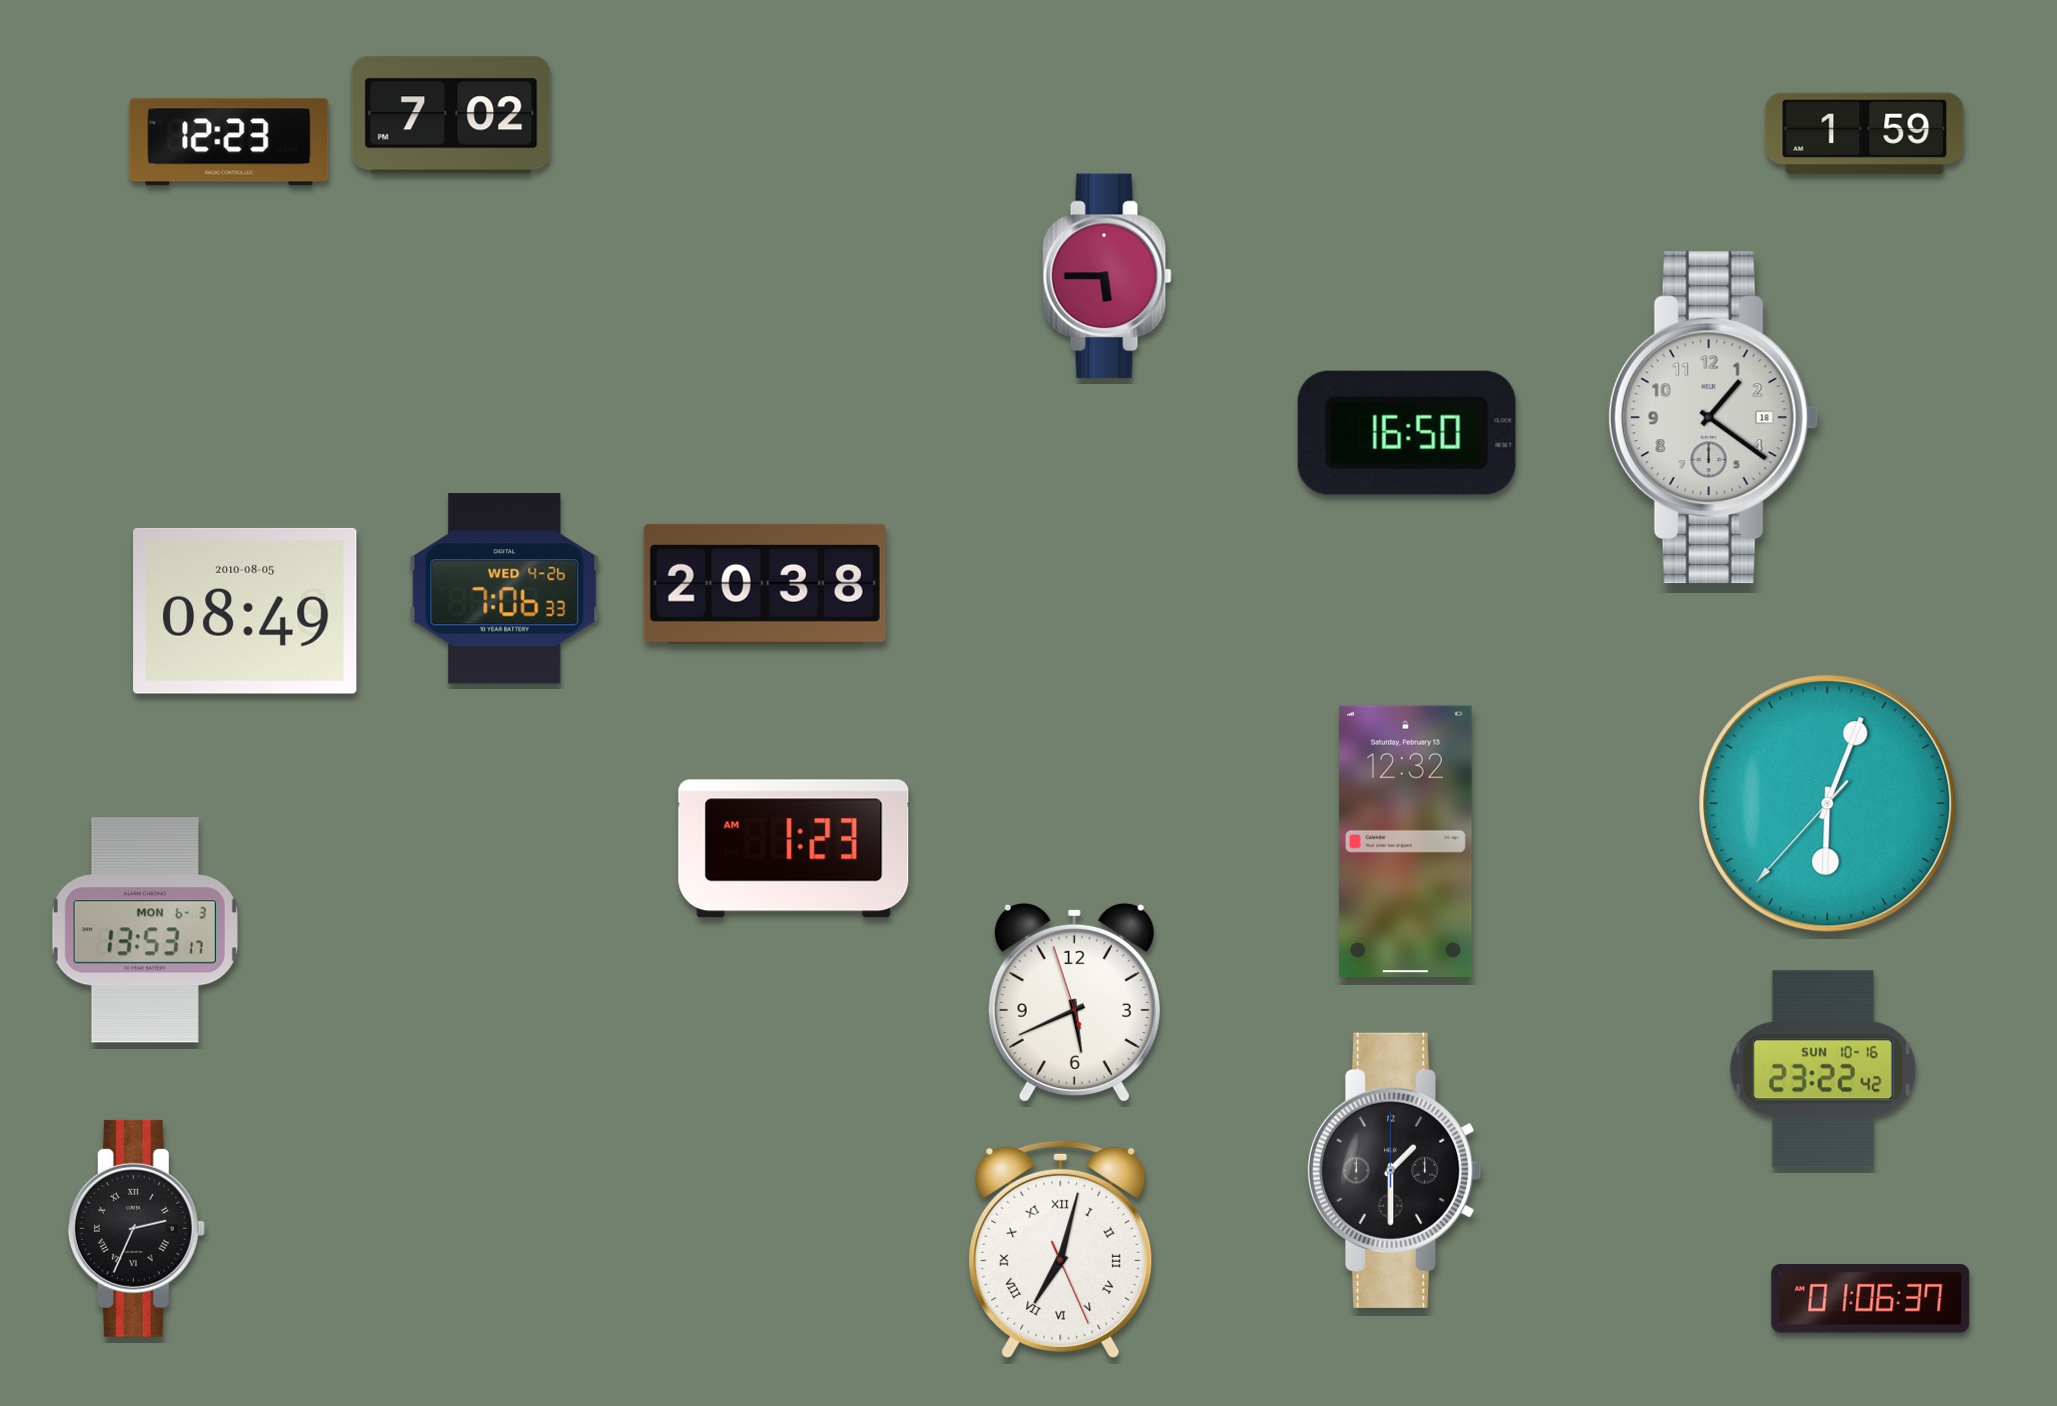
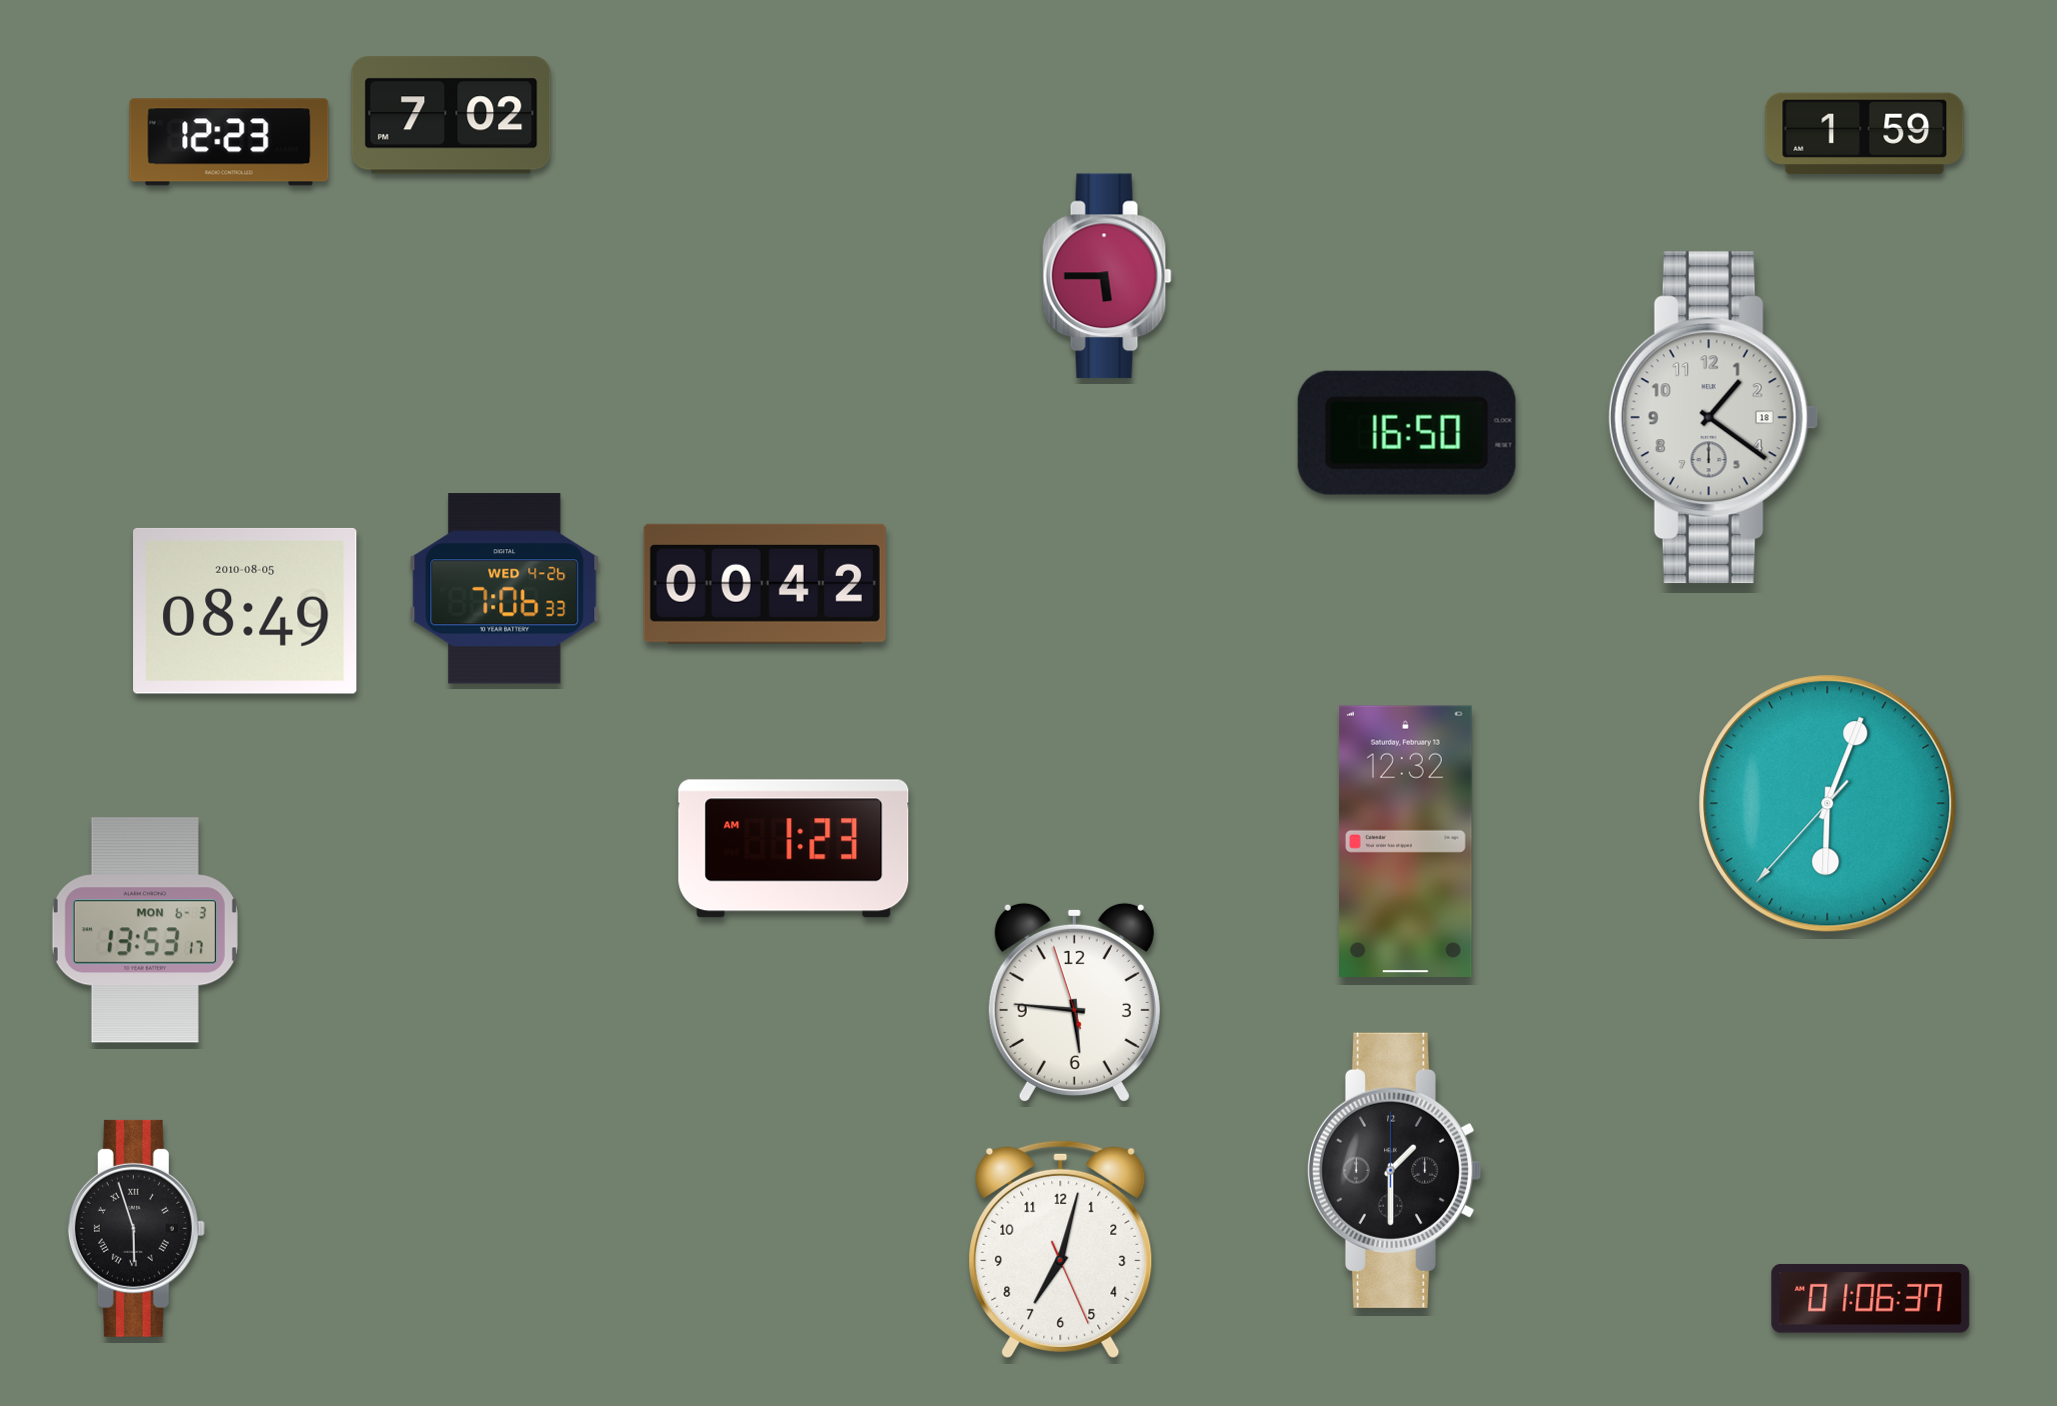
clock at (765, 584): 20:38 -> 00:42
clock at (1074, 1002): 5:40 -> 5:45
clock at (1823, 1069): 23:22 -> none
clock at (136, 1228): 2:34 -> 5:57
clock at (1061, 1249) numerals: Roman -> Arabic
